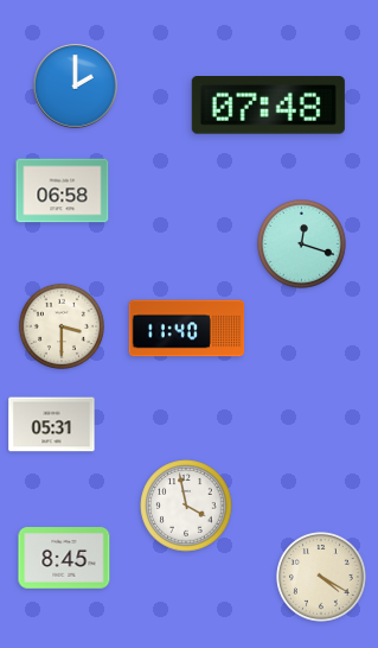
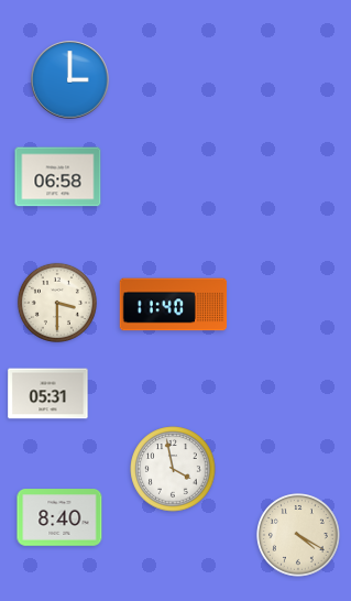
clock at (76, 87): 2:00 -> 3:00
clock at (268, 106): 07:48 -> none
clock at (301, 243): 12:18 -> none
clock at (64, 558): 8:45 -> 8:40
